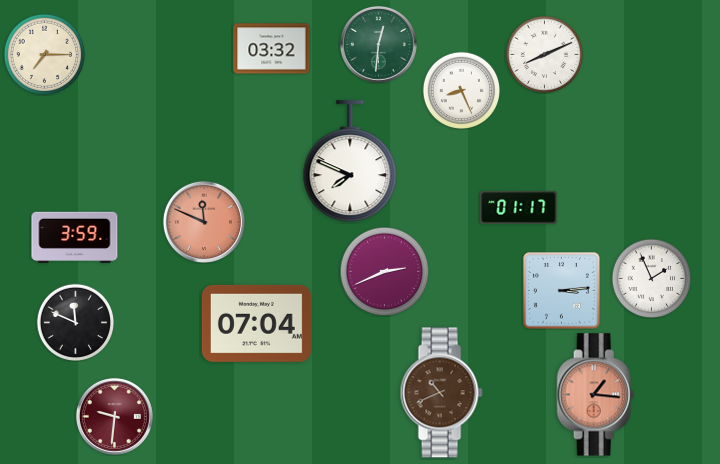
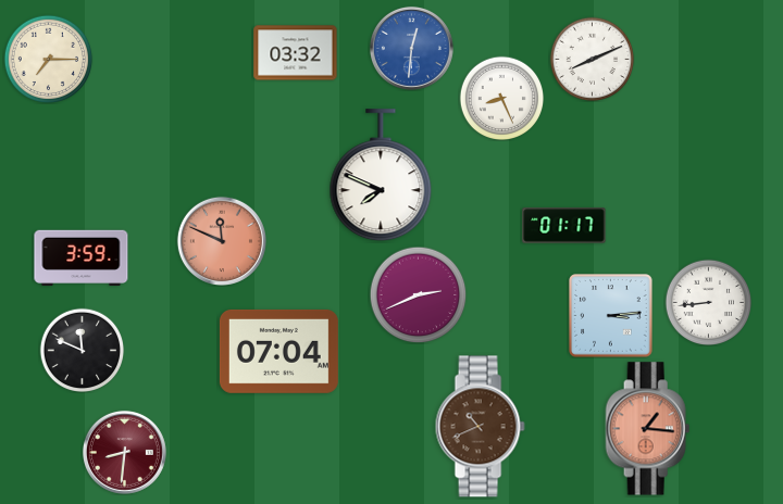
clock at (378, 44) dial: green -> blue
clock at (651, 278): 1:56 -> 8:44
clock at (114, 416): 9:31 -> 8:31
